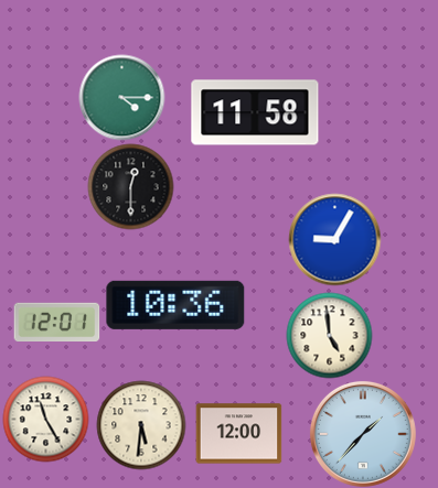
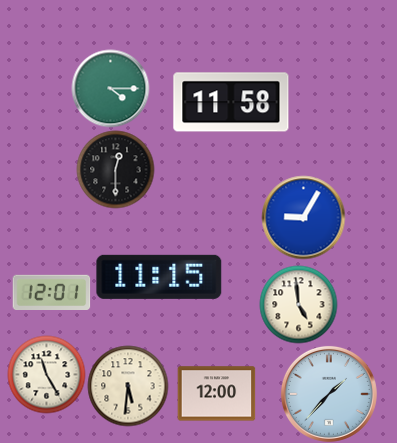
clock at (130, 186) position: (130, 186) -> (115, 169)
clock at (175, 305): 10:36 -> 11:15
clock at (45, 419) position: (45, 419) -> (46, 374)
